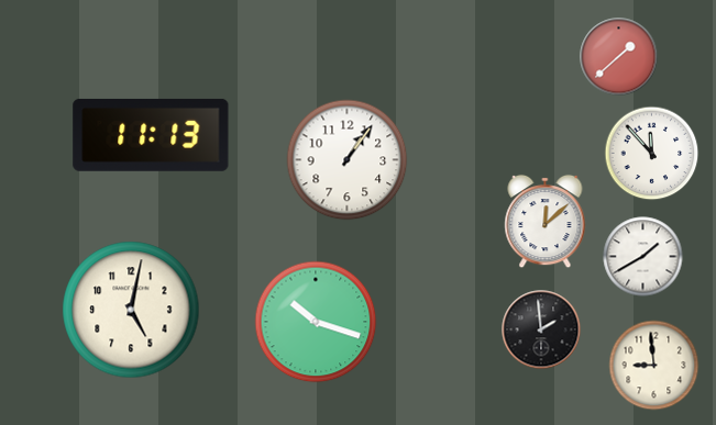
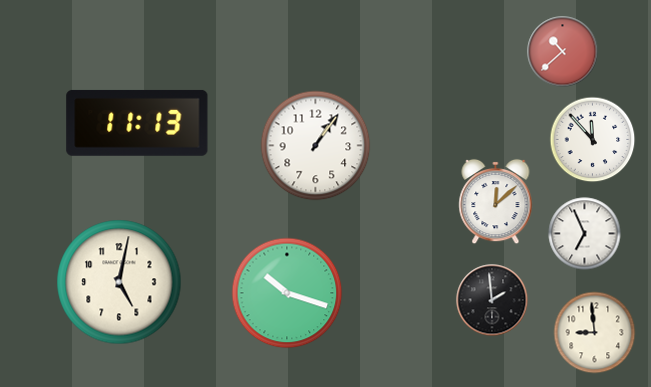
clock at (619, 57): 1:38 -> 10:38
clock at (643, 257): 1:40 -> 6:56
